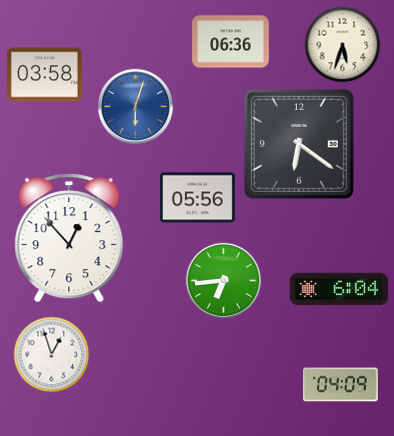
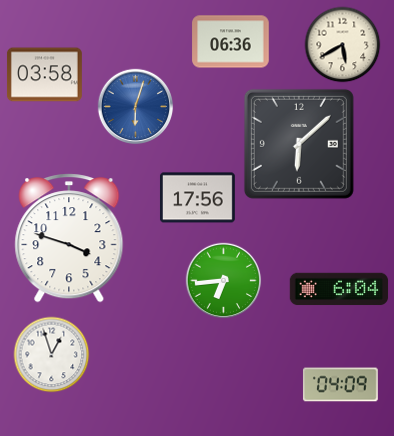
clock at (343, 45): 5:33 -> 5:40
clock at (299, 144): 6:21 -> 6:08
clock at (197, 198): 05:56 -> 17:56
clock at (69, 238): 12:53 -> 3:48
